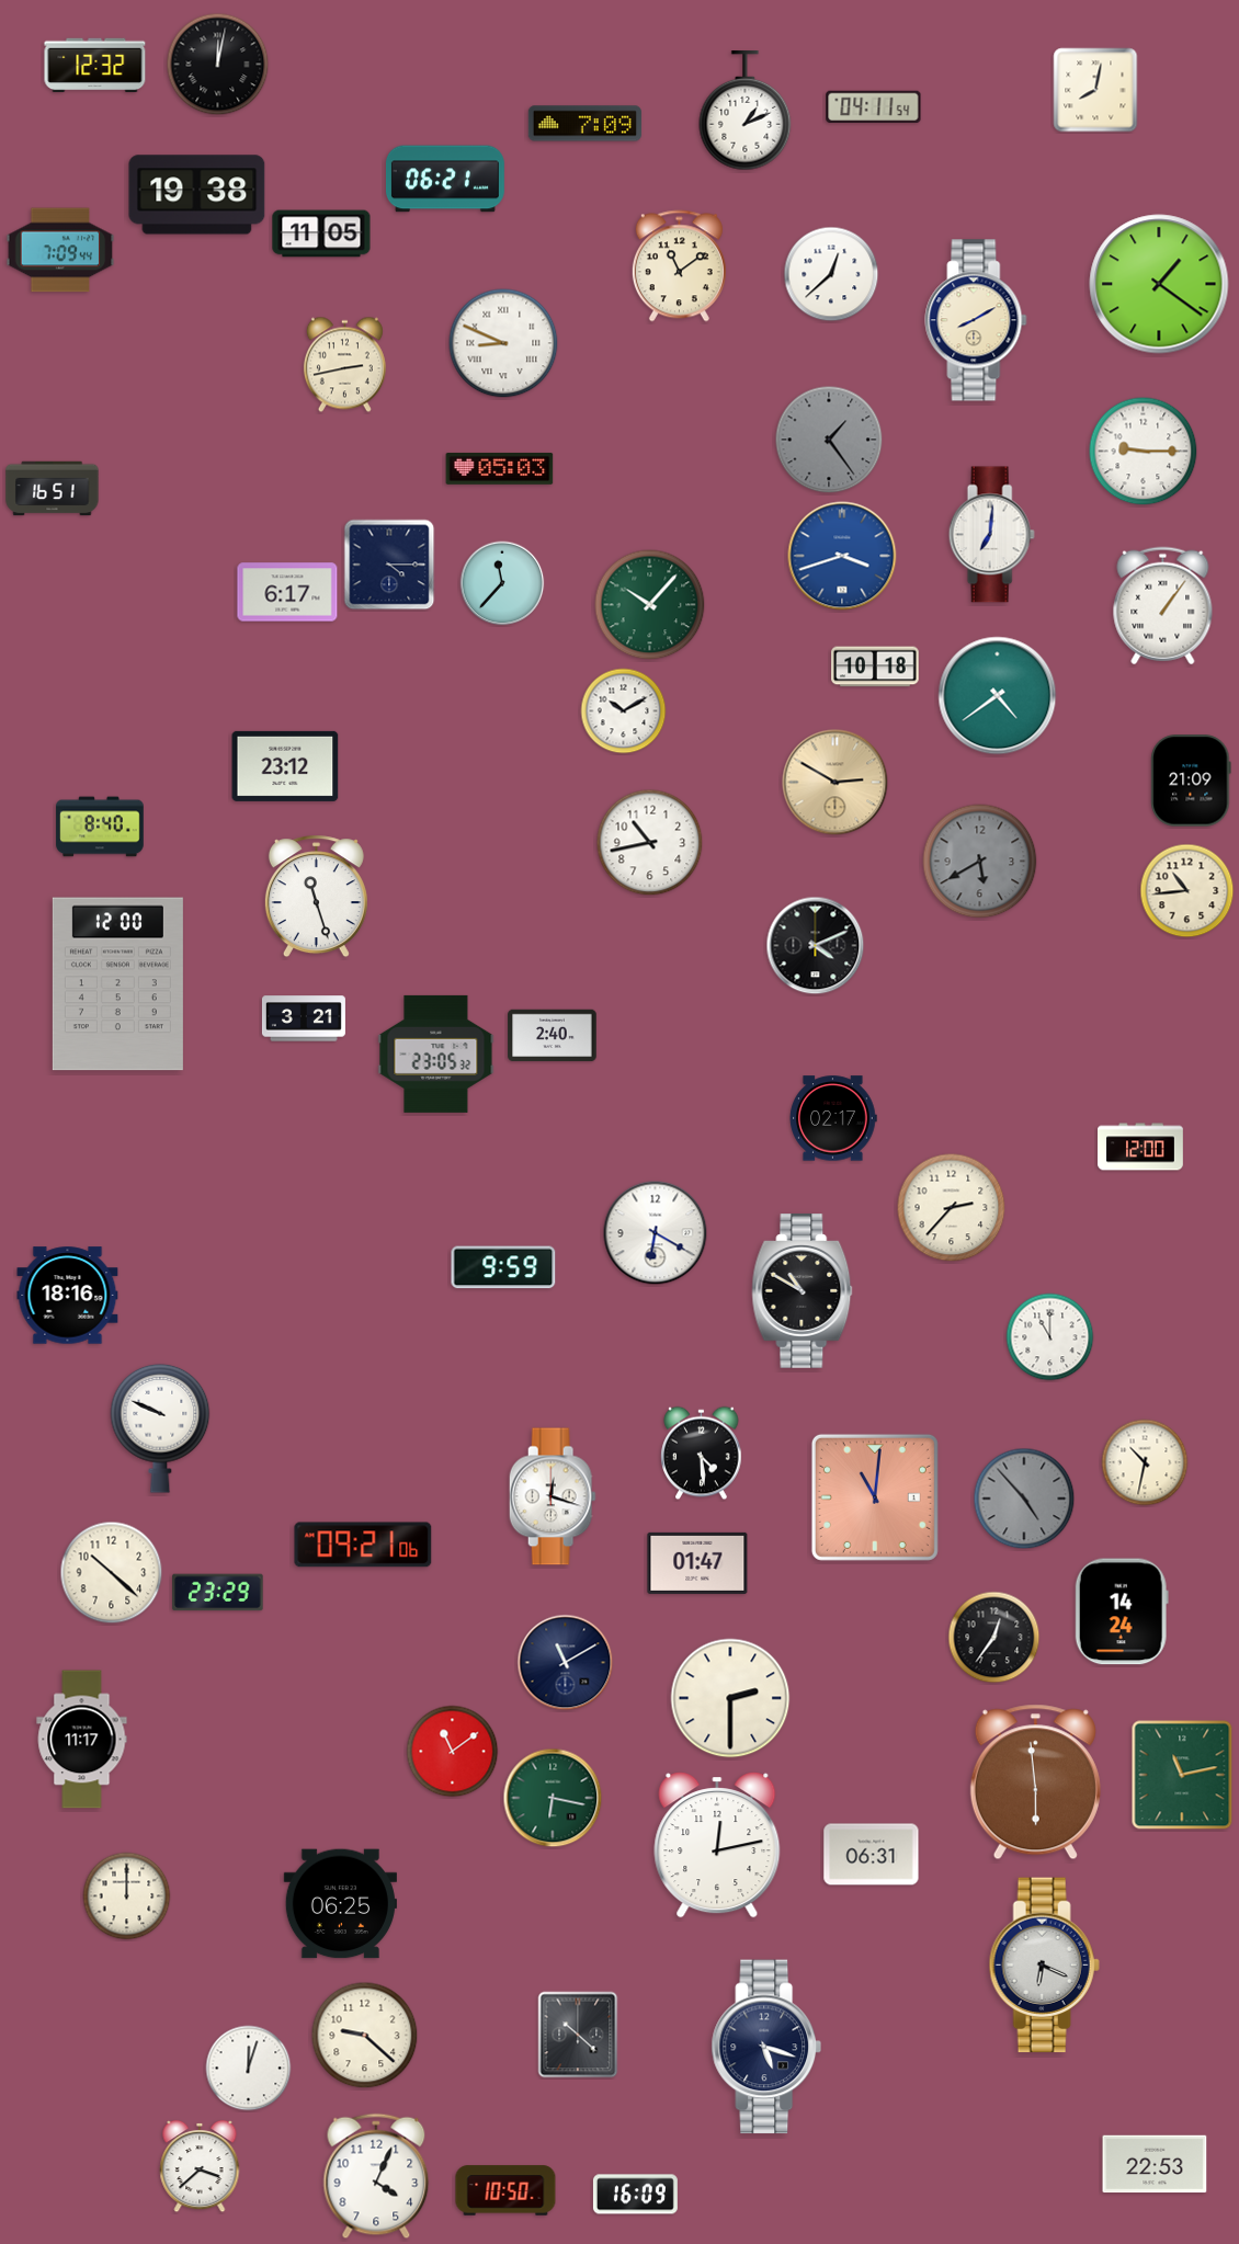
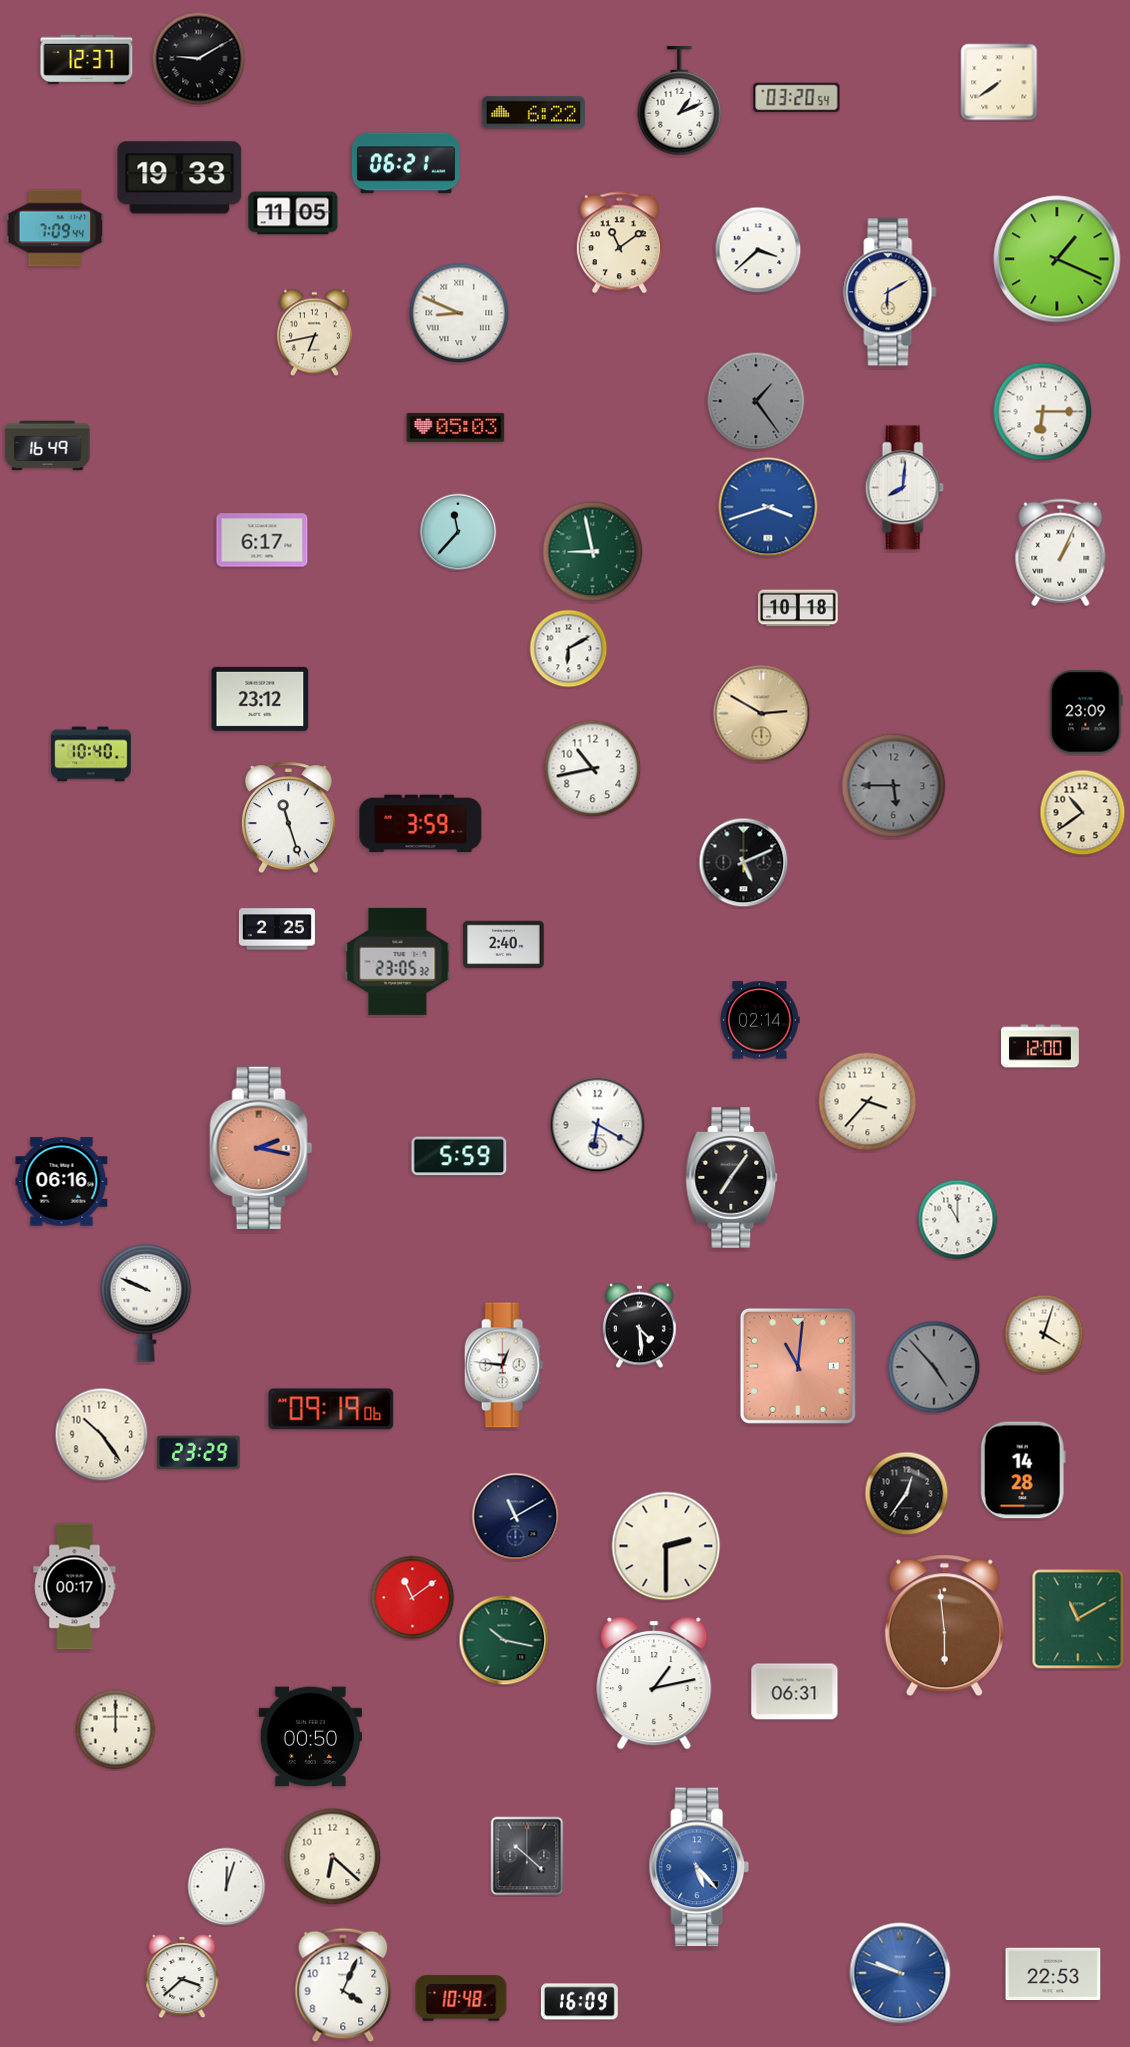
clock at (218, 65): 12:02 -> 9:10
clock at (95, 66): 12:32 -> 12:37
clock at (1095, 90): 8:02 -> 7:39
clock at (874, 107): 04:11 -> 03:20
clock at (584, 124): 7:09 -> 6:22
clock at (197, 195): 19:38 -> 19:33
clock at (831, 274): 12:38 -> 3:38
clock at (1159, 284): 1:21 -> 1:19
clock at (976, 320): 8:10 -> 6:10
clock at (344, 365): 2:43 -> 6:43
clock at (1144, 452): 9:15 -> 6:15
clock at (53, 489): 16:51 -> 16:49
clock at (991, 535): 7:01 -> 8:01
clock at (389, 565): 4:15 -> none
clock at (650, 605): 10:07 -> 8:58
clock at (1163, 606): 1:06 -> 1:04
clock at (998, 696): 4:39 -> none
clock at (624, 711): 10:10 -> 6:10
clock at (1191, 781): 21:09 -> 23:09
clock at (100, 827): 8:40 -> 10:40
clock at (980, 862): 5:40 -> 5:45
clock at (1187, 891): 10:44 -> 10:39
clock at (421, 824): none -> 3:59
clock at (816, 946): 4:11 -> 5:11
clock at (117, 984): 12:00 -> none
clock at (304, 1018): 3:21 -> 2:25
clock at (833, 1118): 02:17 -> 02:14
clock at (952, 1208): 2:37 -> 3:37
clock at (261, 1148): none -> 2:17
clock at (503, 1267): 9:59 -> 5:59
clock at (803, 1291): 10:50 -> 7:06
clock at (68, 1296): 18:16 -> 06:16
clock at (1145, 1462): 10:32 -> 4:03
clock at (553, 1496): 12:18 -> 12:46
clock at (363, 1545): 09:21 -> 09:19
clock at (697, 1563): 01:47 -> none
clock at (112, 1573): 10:22 -> 10:24
clock at (1122, 1611): 14:24 -> 14:28
clock at (730, 1698) position: (730, 1698) -> (666, 1546)
clock at (82, 1740): 11:17 -> 00:17
clock at (1182, 1775): 11:13 -> 11:10
clock at (553, 1798): 6:17 -> 10:17
clock at (717, 1845): 12:13 -> 1:13
clock at (340, 1904): 06:25 -> 00:50
clock at (1044, 1966): 6:19 -> none
clock at (365, 2036): 9:22 -> 6:22
clock at (765, 2047): 5:18 -> 5:23
clock at (765, 2047) dial: navy -> blue
clock at (900, 1973): none -> 9:48
clock at (505, 2190): 10:50 -> 10:48
